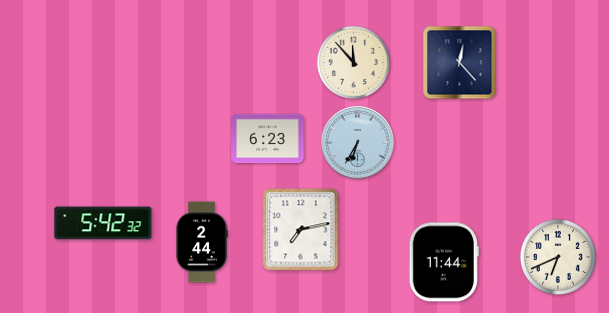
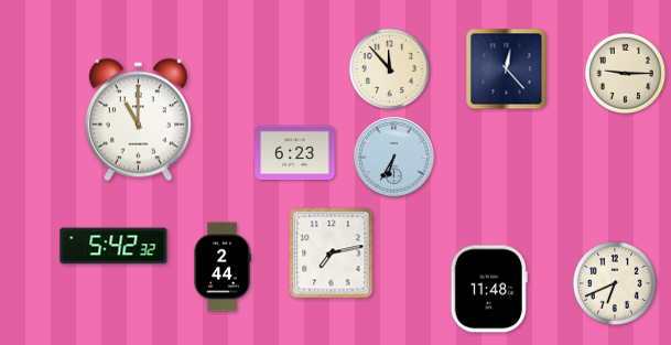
clock at (625, 73): none -> 9:15
clock at (138, 120): none -> 11:00
clock at (444, 262): 11:44 -> 11:48
